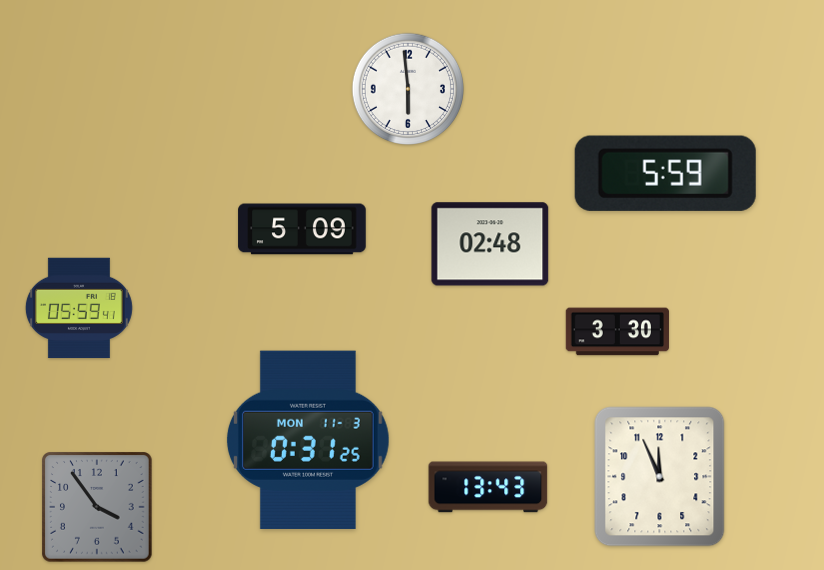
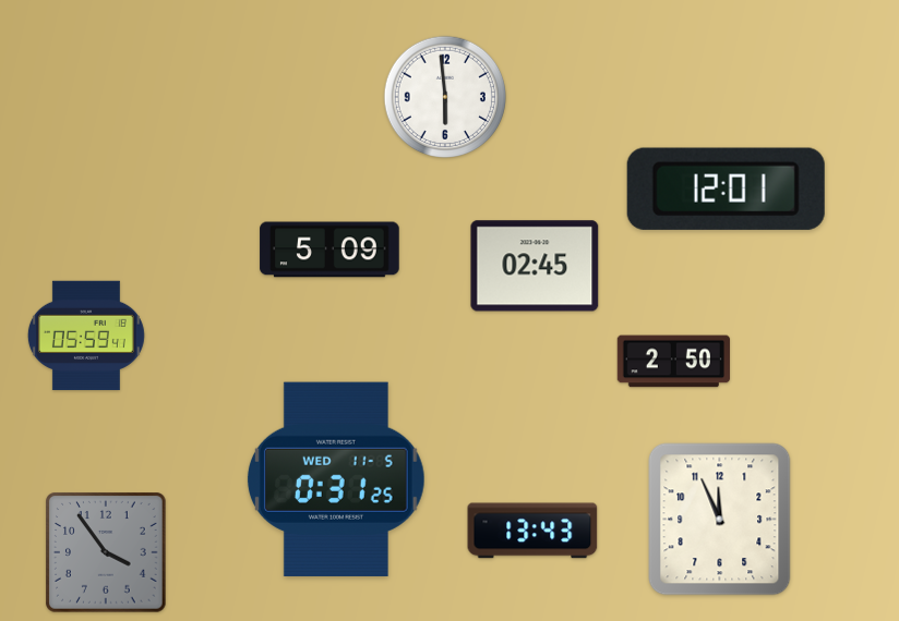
clock at (665, 173): 5:59 -> 12:01
clock at (490, 244): 02:48 -> 02:45
clock at (617, 332): 3:30 -> 2:50
clock at (308, 440) date: MON 11-3 -> WED 11-5
